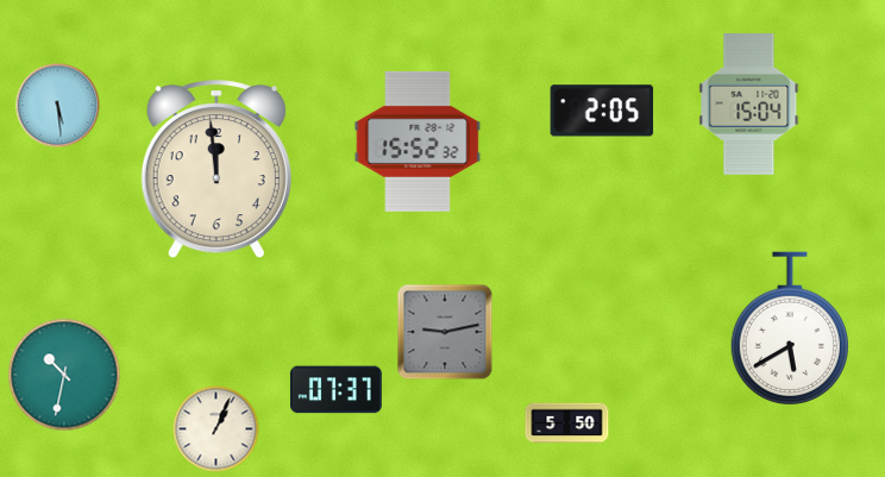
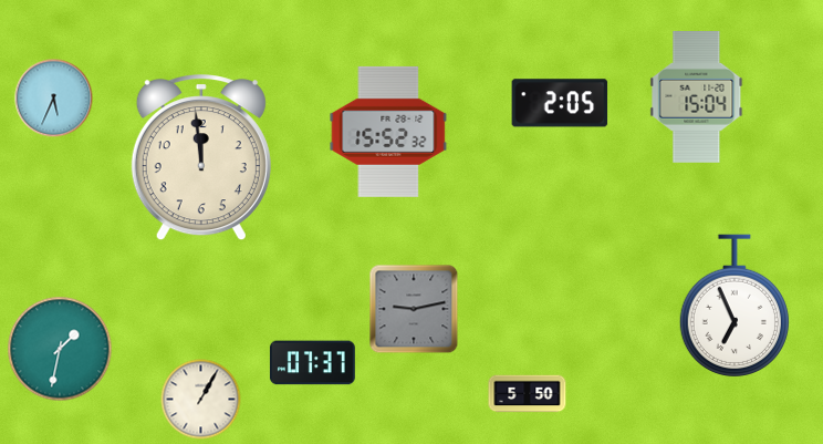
clock at (58, 106): 5:29 -> 5:34
clock at (789, 328): 5:40 -> 6:56
clock at (64, 375): 10:32 -> 1:32
clock at (216, 429): 1:04 -> 1:05
